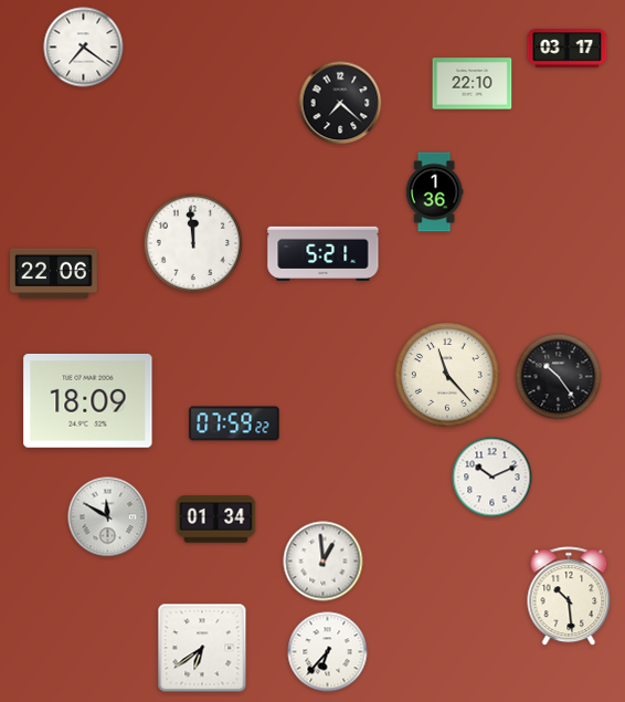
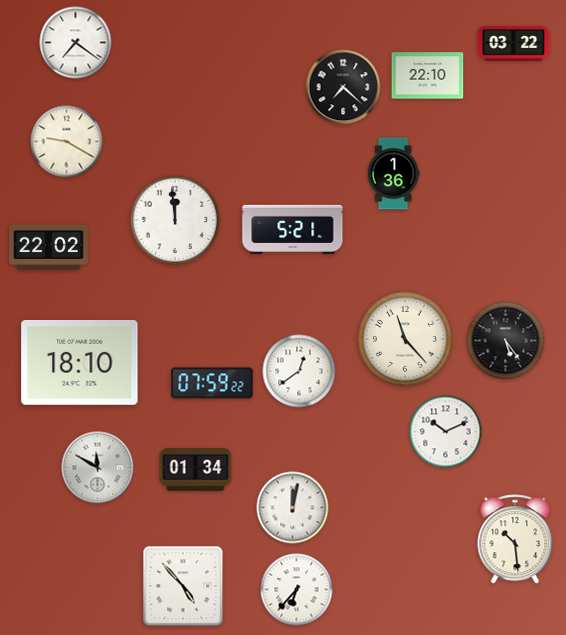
clock at (568, 49): 03:17 -> 03:22
clock at (340, 103) position: (340, 103) -> (343, 87)
clock at (67, 142): none -> 9:20
clock at (54, 274): 22:06 -> 22:02
clock at (559, 377): 10:24 -> 5:24
clock at (88, 400): 18:09 -> 18:10
clock at (299, 371): none -> 12:39
clock at (324, 562): 12:59 -> 12:02
clock at (202, 648): 6:39 -> 4:53
